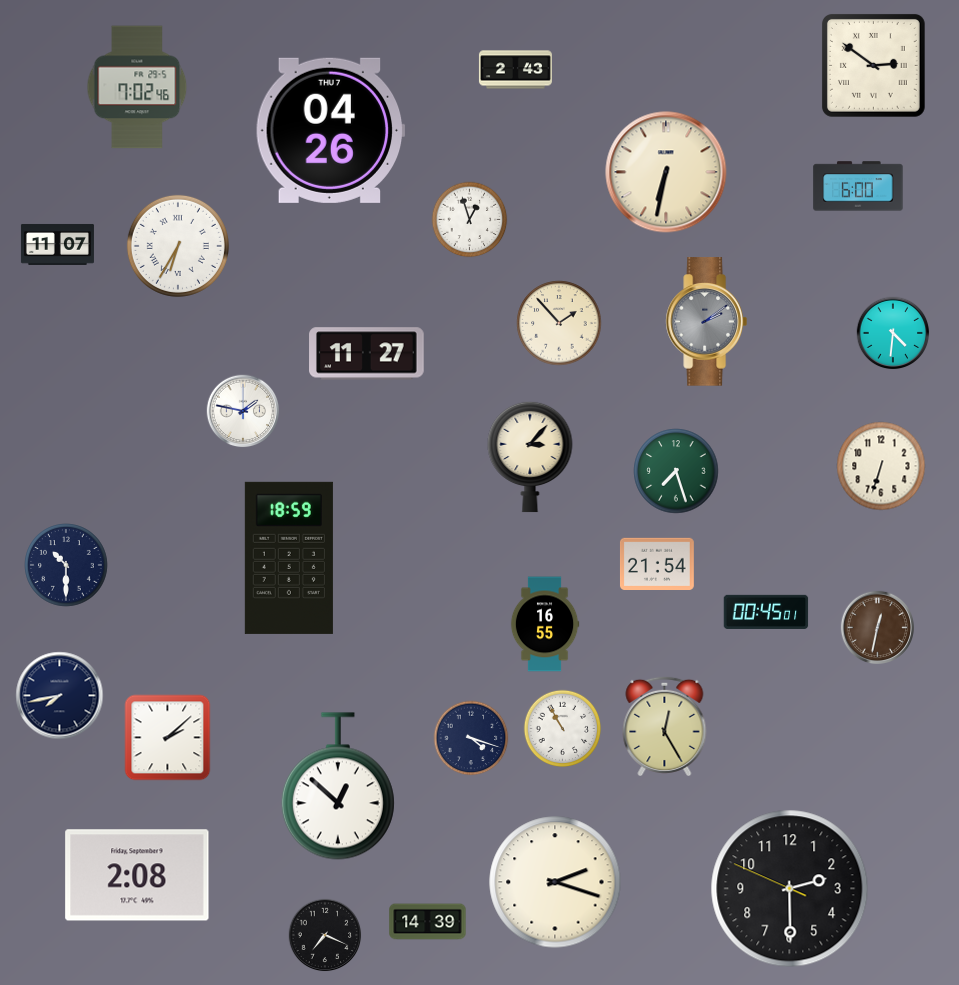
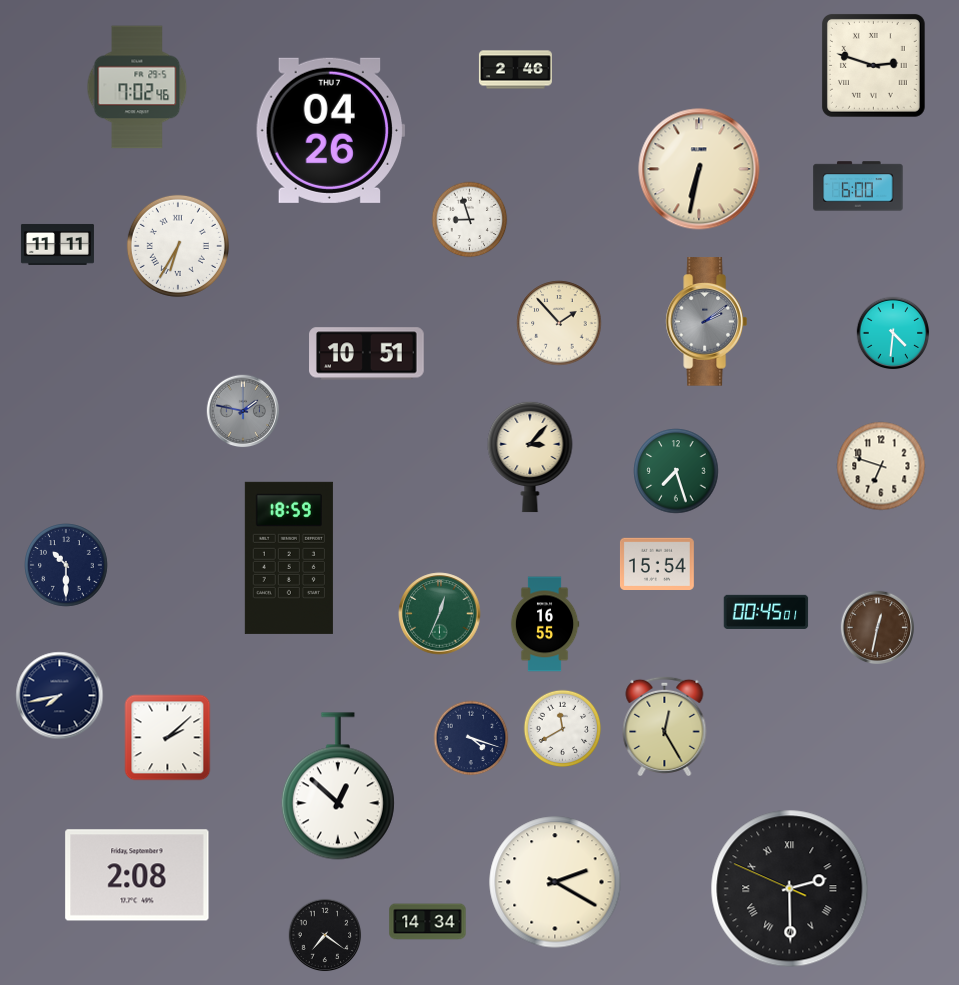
clock at (873, 65): 2:51 -> 2:48
clock at (515, 70): 2:43 -> 2:46
clock at (666, 172) position: (666, 172) -> (699, 169)
clock at (470, 220): 12:57 -> 8:57
clock at (57, 244): 11:07 -> 11:11
clock at (367, 354): 11:27 -> 10:51
clock at (243, 411) dial: white -> grey
clock at (881, 466): 6:33 -> 6:48
clock at (657, 563): 21:54 -> 15:54
clock at (440, 614): none -> 12:34
clock at (563, 729): 10:55 -> 11:40
clock at (555, 882): 2:18 -> 2:20
clock at (790, 889) numerals: Arabic -> Roman
clock at (428, 922): 14:39 -> 14:34
clock at (325, 935): 7:19 -> 7:21
